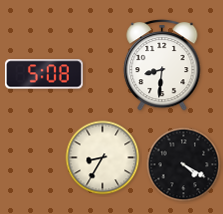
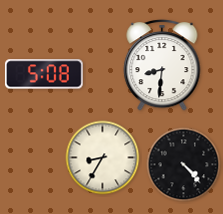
clock at (184, 165): 4:20 -> 4:23
